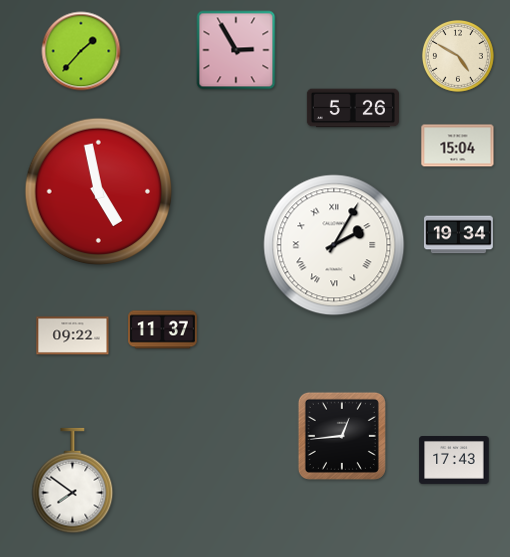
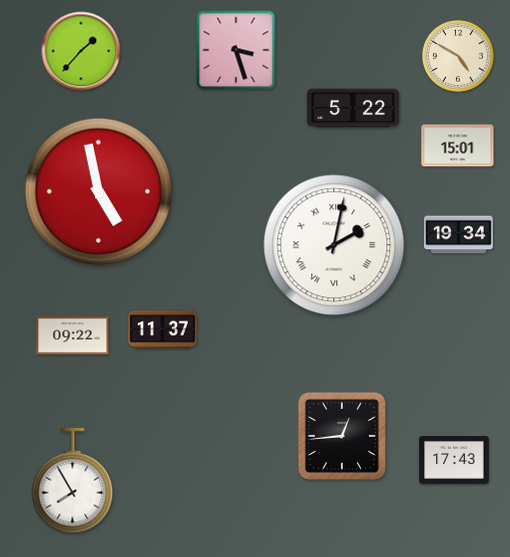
clock at (236, 50): 2:55 -> 3:27
clock at (353, 108): 5:26 -> 5:22
clock at (458, 146): 15:04 -> 15:01
clock at (334, 245): 2:05 -> 2:02
clock at (73, 481): 7:51 -> 7:55
